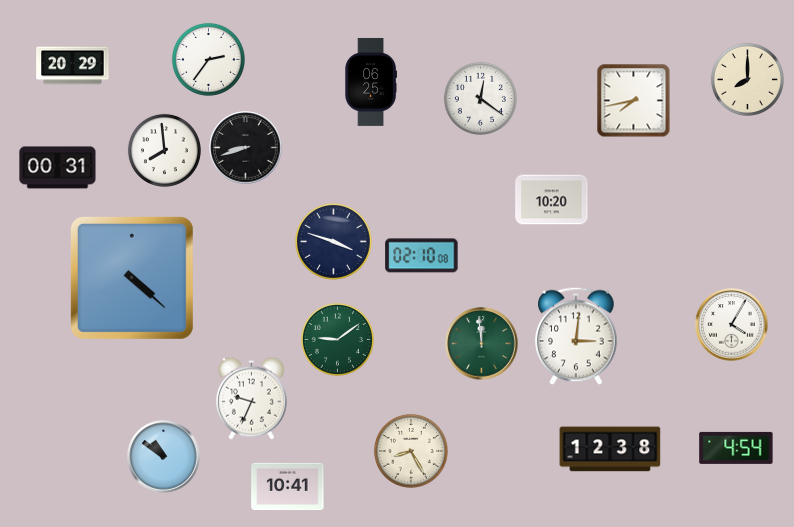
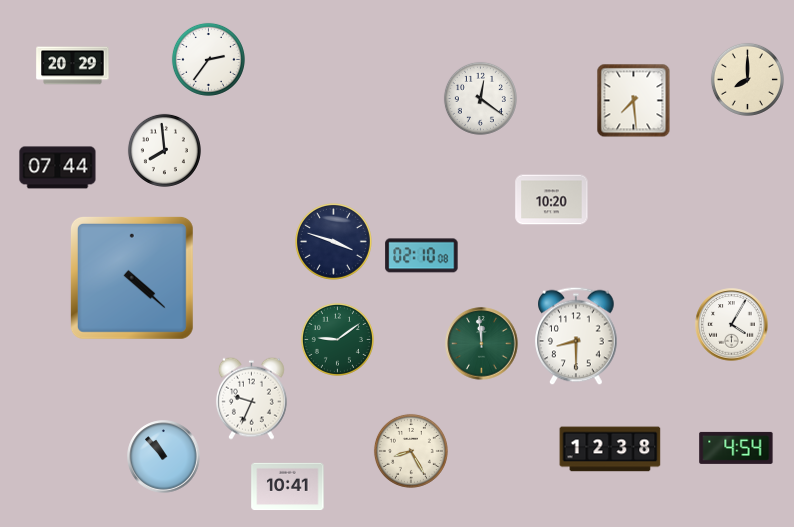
clock at (371, 82): 06:25 -> none
clock at (634, 101): 7:43 -> 7:29
clock at (246, 148): 8:42 -> none
clock at (58, 168): 00:31 -> 07:44
clock at (576, 336): 3:01 -> 8:30
clock at (164, 457): 10:51 -> 10:53
